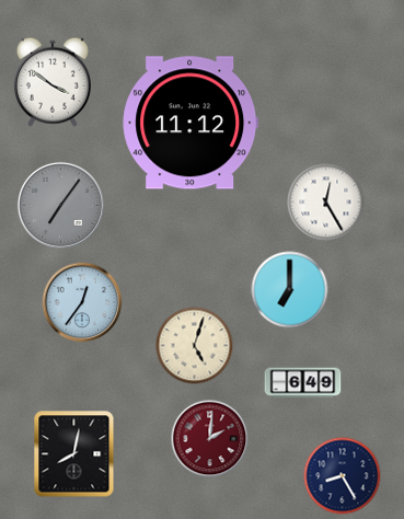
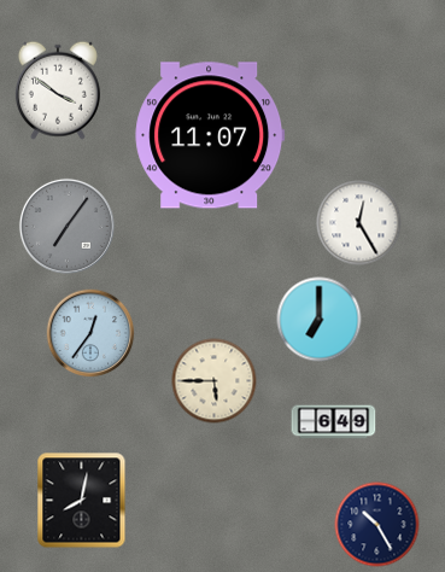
clock at (191, 123): 11:12 -> 11:07
clock at (195, 346): 5:03 -> 5:45
clock at (210, 439): 2:01 -> none
clock at (343, 476): 8:25 -> 10:25
